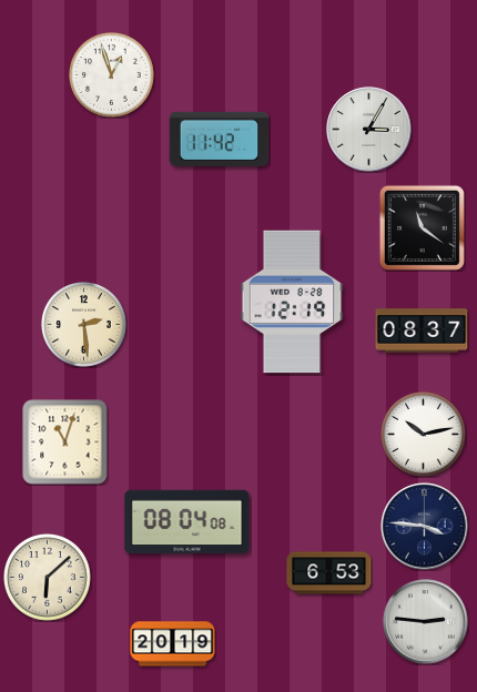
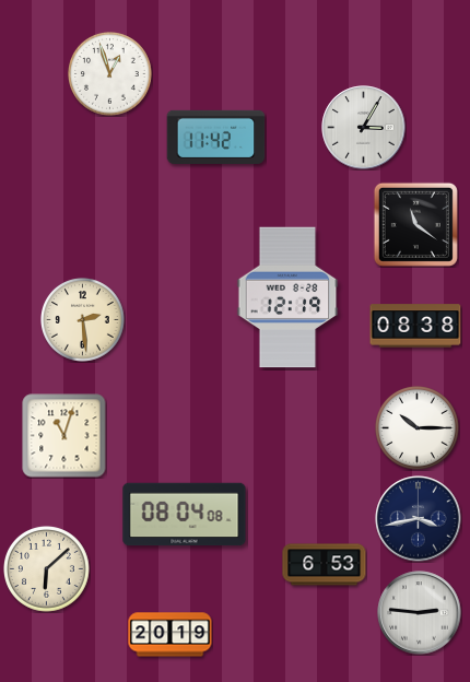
clock at (422, 330): 08:37 -> 08:38
clock at (424, 435): 10:13 -> 10:15
clock at (425, 527): 3:46 -> 3:43
